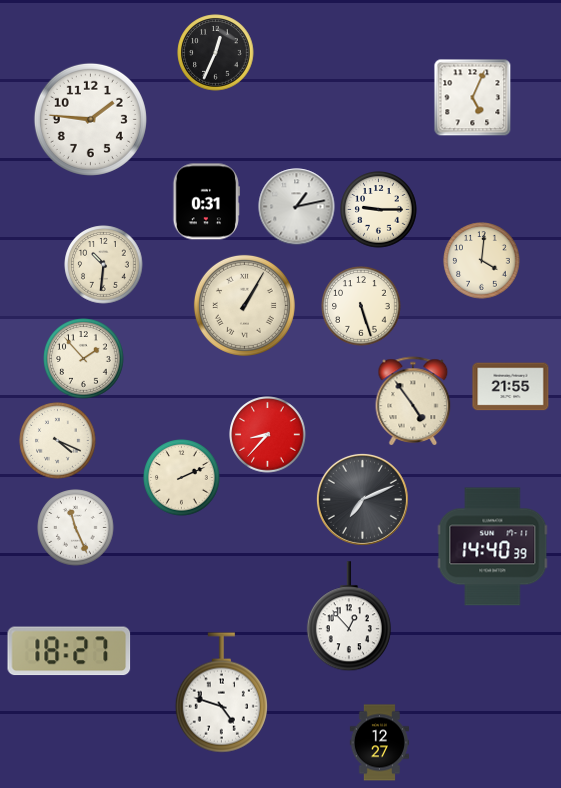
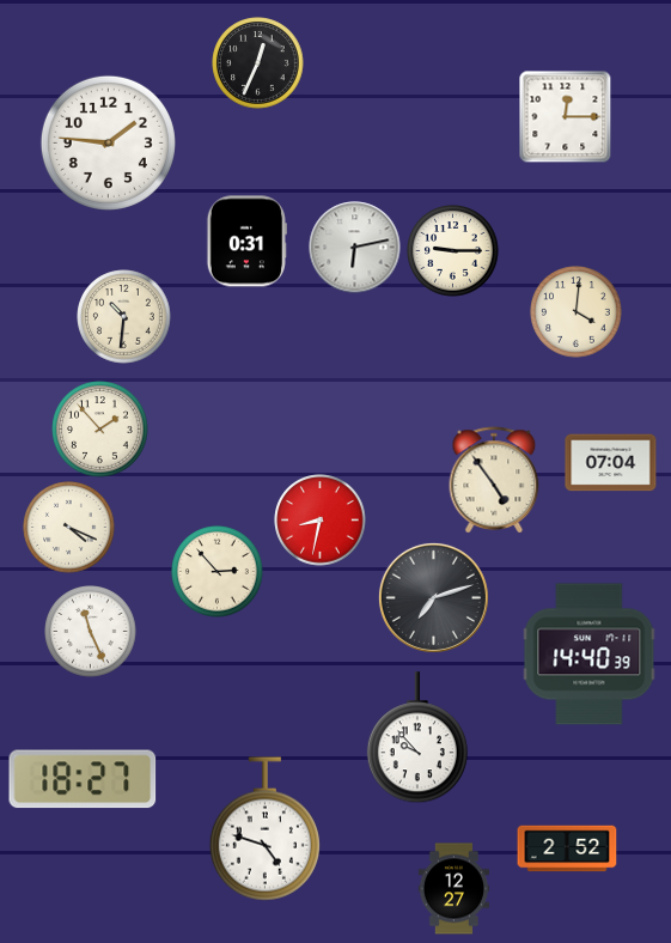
clock at (472, 97): 5:04 -> 12:15
clock at (297, 207): 1:13 -> 6:13
clock at (244, 305): 1:05 -> none
clock at (361, 306): 5:27 -> none
clock at (511, 387): 21:55 -> 07:04
clock at (268, 435): 8:37 -> 8:32
clock at (182, 478): 2:11 -> 2:53
clock at (362, 499): 7:11 -> 7:12
clock at (349, 617): 12:53 -> 9:53
clock at (567, 848): none -> 2:52
